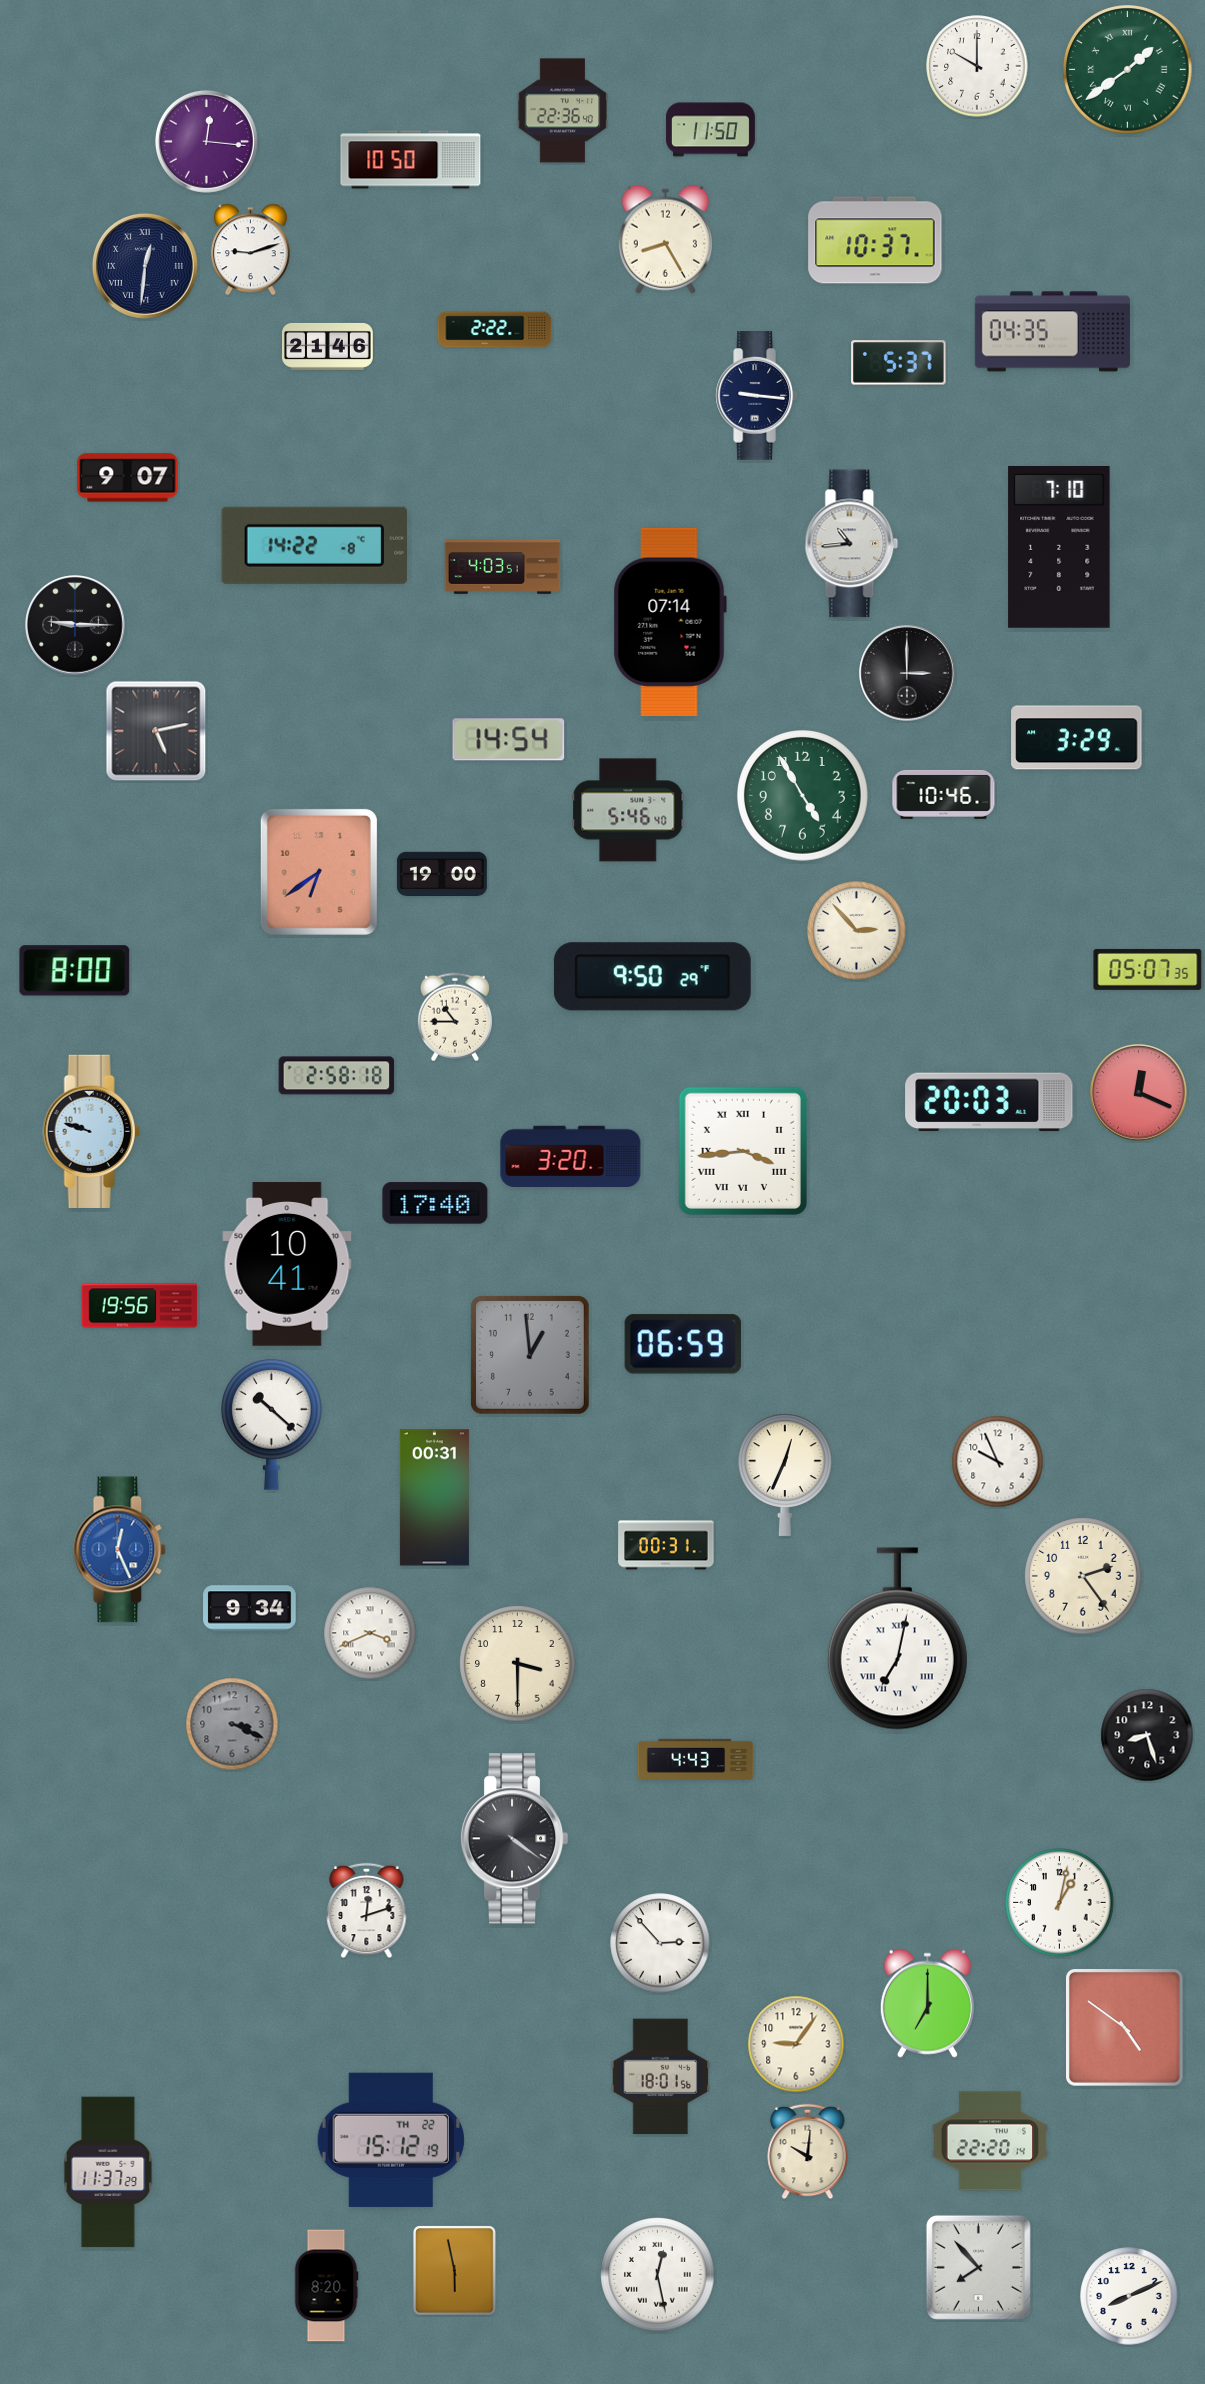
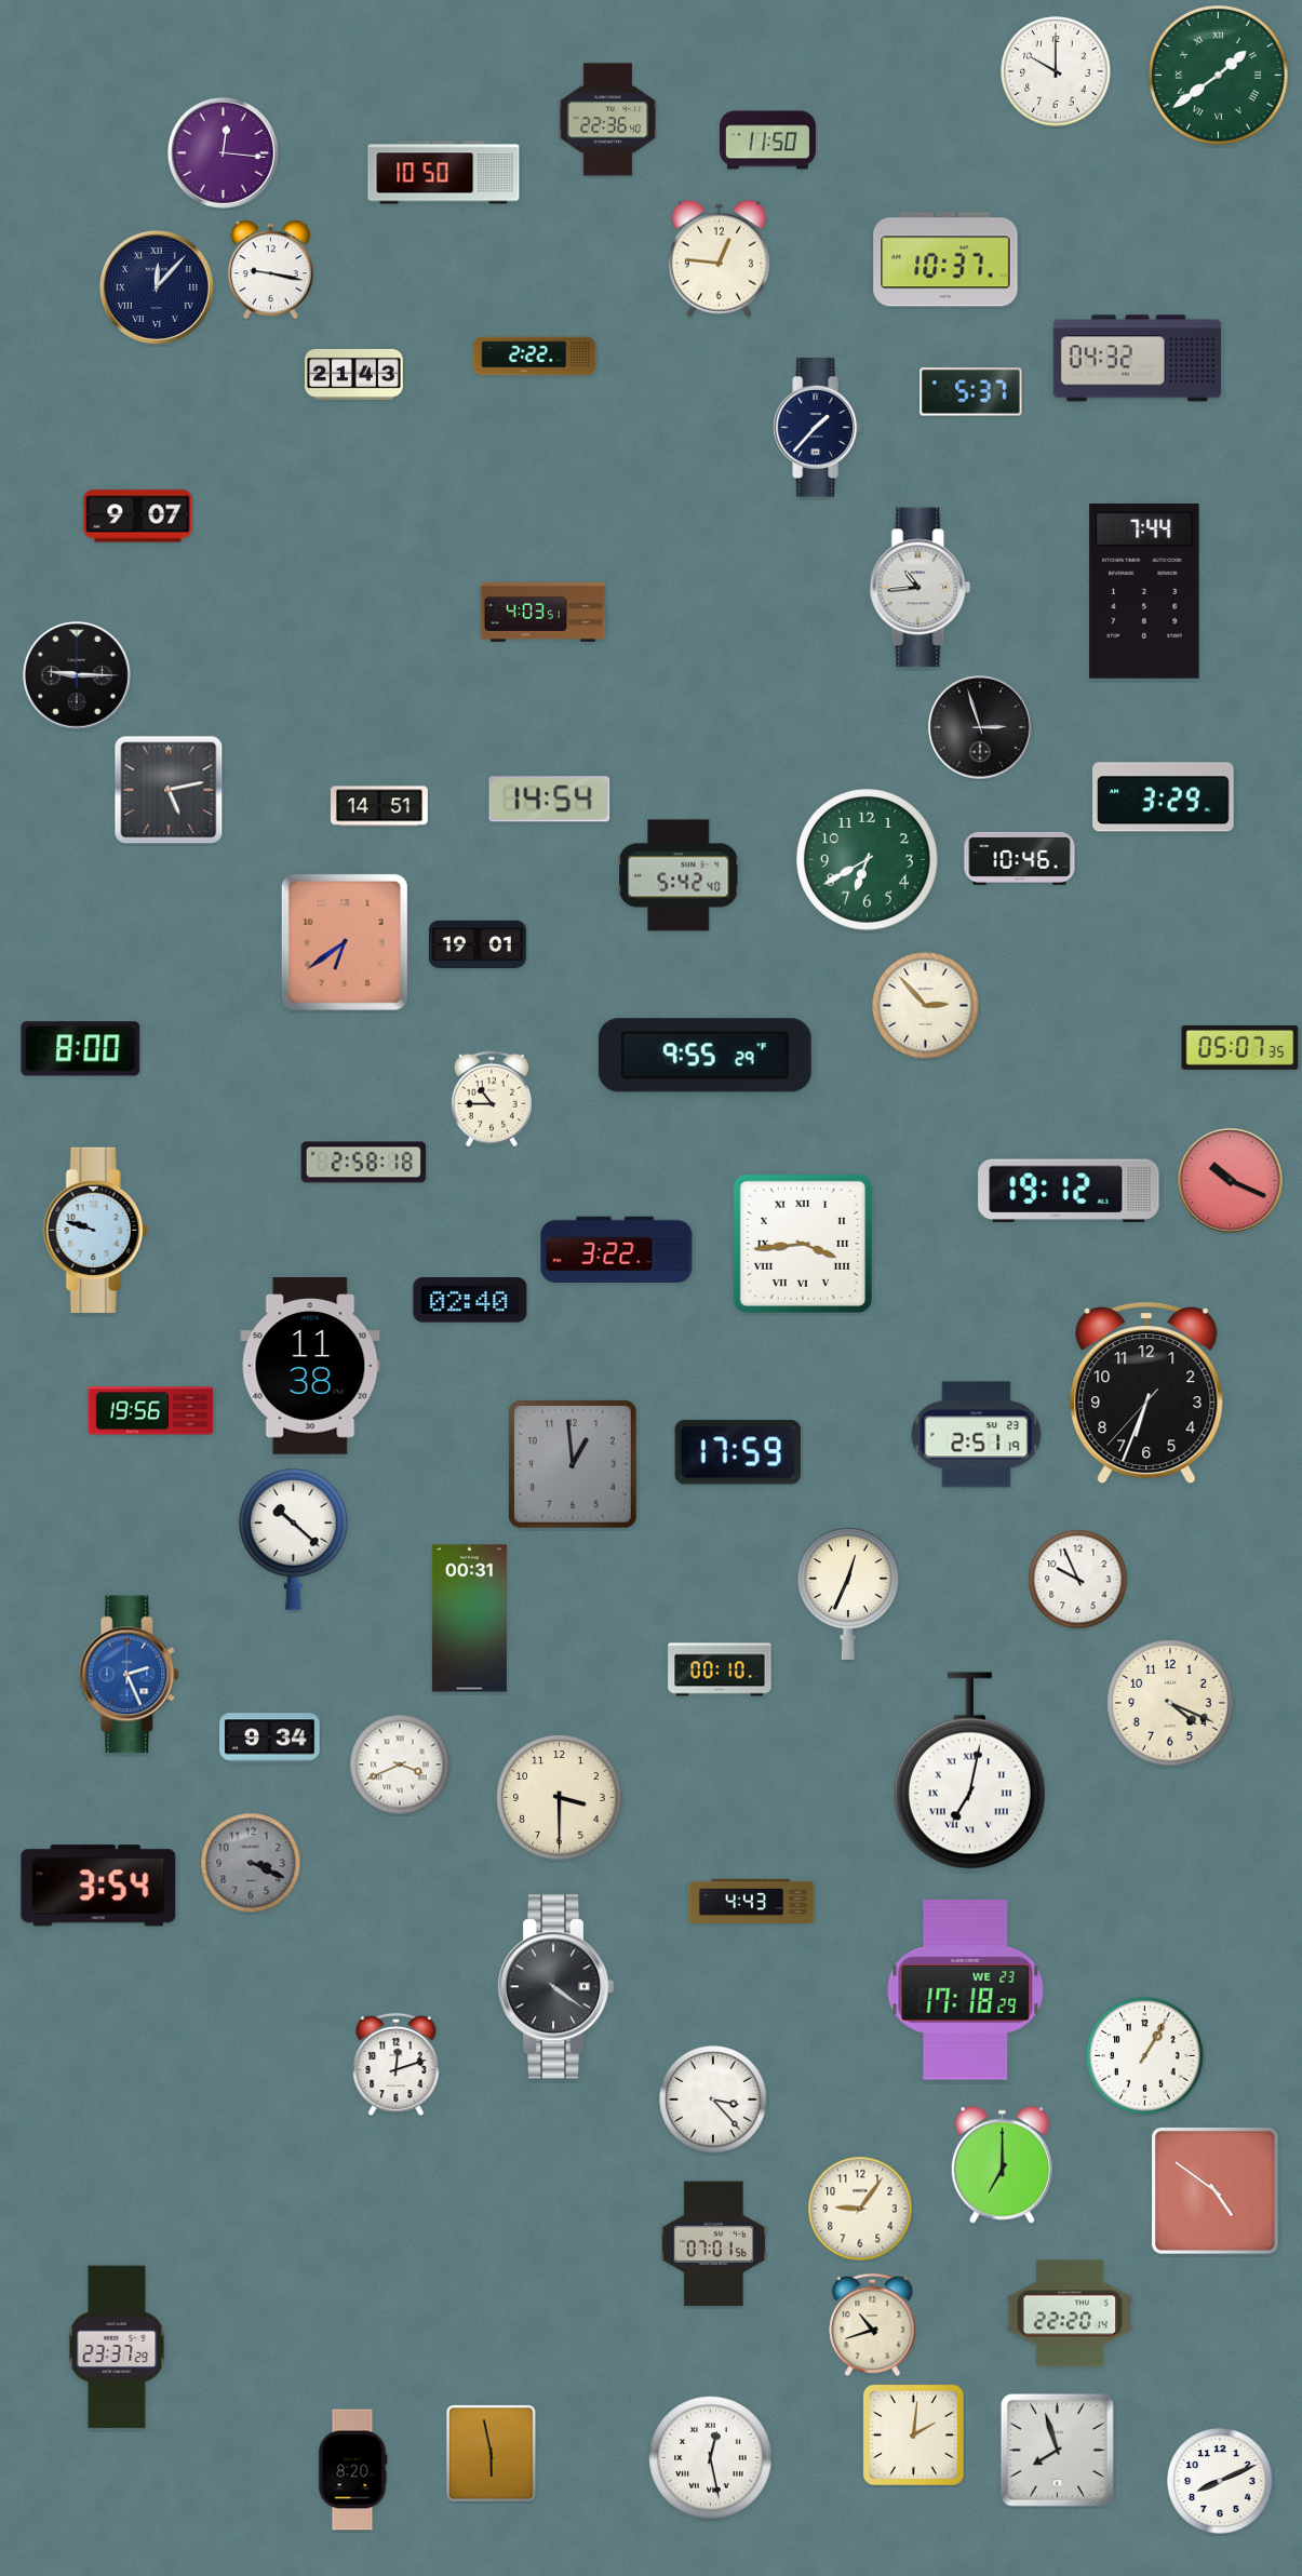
clock at (665, 239): 8:25 -> 12:46
clock at (250, 250): 9:12 -> 9:17
clock at (145, 266): 12:31 -> 12:07
clock at (1052, 332): 04:35 -> 04:32
clock at (328, 346): 21:46 -> 21:43
clock at (756, 396): 9:16 -> 1:37
clock at (314, 545): 14:22 -> none
clock at (1059, 547): 7:10 -> 7:44
clock at (670, 622): 07:14 -> none
clock at (76, 626) position: (76, 626) -> (78, 676)
clock at (907, 673): 3:00 -> 2:57
clock at (379, 806): none -> 14:51
clock at (803, 796): 4:55 -> 6:40
clock at (628, 810): 5:46 -> 5:42
clock at (442, 874): 19:00 -> 19:01
clock at (652, 977): 9:50 -> 9:55
clock at (1139, 1093): 12:19 -> 10:19
clock at (989, 1102): 20:03 -> 19:12
clock at (91, 1131) position: (91, 1131) -> (95, 1230)
clock at (571, 1156): 3:20 -> 3:22
clock at (435, 1203): 17:40 -> 02:40
clock at (287, 1264): 10:41 -> 11:38
clock at (1146, 1394): none -> 6:33
clock at (977, 1435): none -> 2:51
clock at (683, 1344): 06:59 -> 17:59
clock at (666, 1545): 00:31 -> 00:10
clock at (120, 1550): 12:26 -> 2:26
clock at (1083, 1576): 2:24 -> 4:19
clock at (1147, 1735): 8:27 -> none
clock at (98, 1886): none -> 3:54
clock at (966, 1990): none -> 17:18
clock at (1060, 1903): 1:02 -> 1:05
clock at (660, 1943): 2:53 -> 3:23
clock at (661, 2077): 18:01 -> 07:01
clock at (391, 2140): 15:12 -> none
clock at (808, 2152): 10:01 -> 10:42
clock at (108, 2172): 11:37 -> 23:37
clock at (913, 2434): none -> 2:01
clock at (978, 2267): 7:53 -> 7:57
